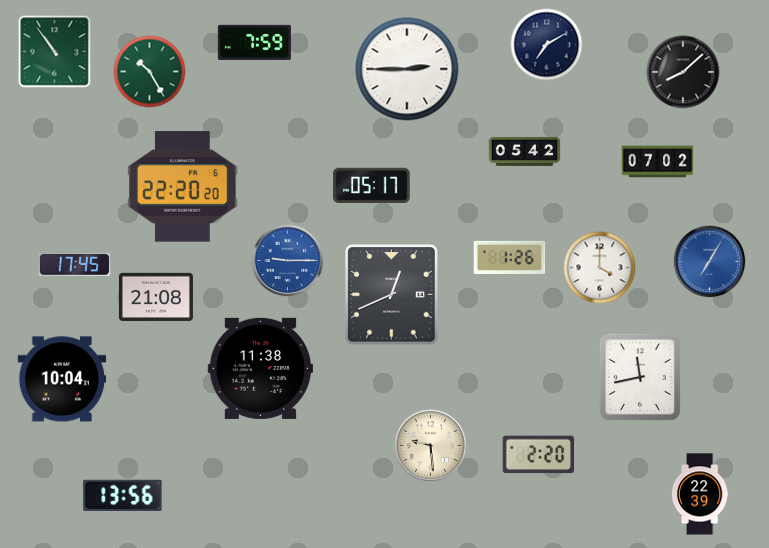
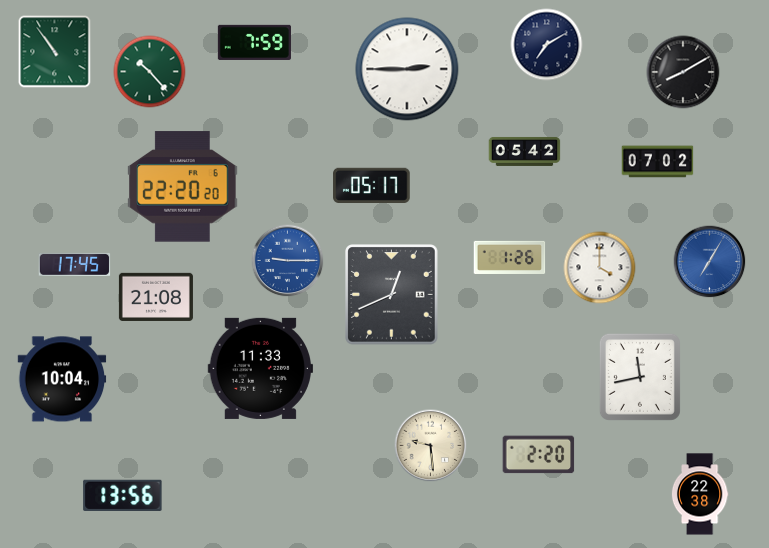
clock at (150, 72): 10:25 -> 10:23
clock at (683, 72): 8:08 -> 8:10
clock at (260, 368): 11:38 -> 11:33
clock at (700, 494): 22:39 -> 22:38
